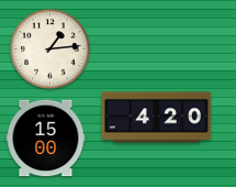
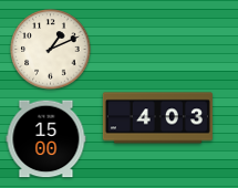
clock at (50, 50): 1:14 -> 1:11
clock at (156, 118): 4:20 -> 4:03
